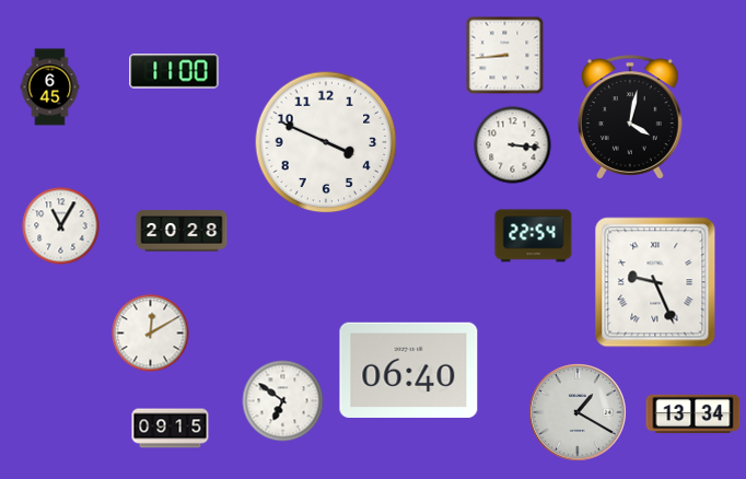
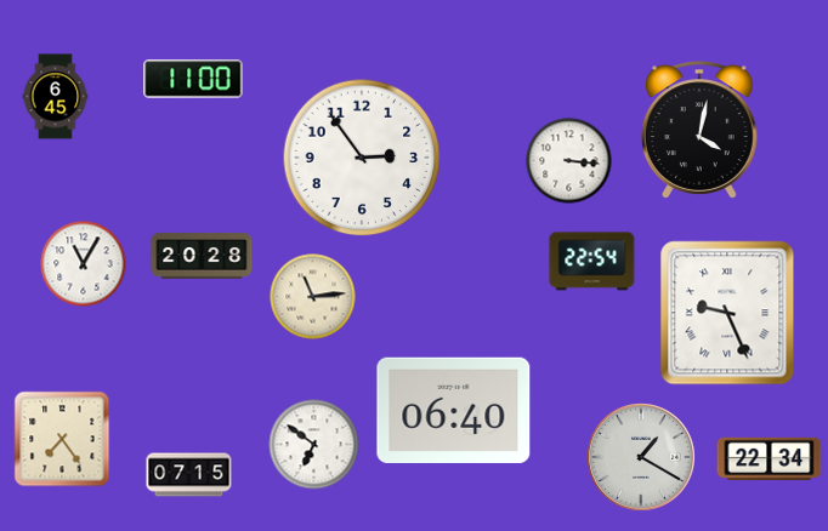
clock at (505, 56): 8:44 -> none
clock at (326, 142): 3:49 -> 2:54
clock at (61, 226) position: (61, 226) -> (84, 264)
clock at (313, 297): none -> 11:14
clock at (151, 334): 12:10 -> none
clock at (62, 439): none -> 7:24
clock at (693, 414): 13:34 -> 22:34
clock at (171, 429): 09:15 -> 07:15
